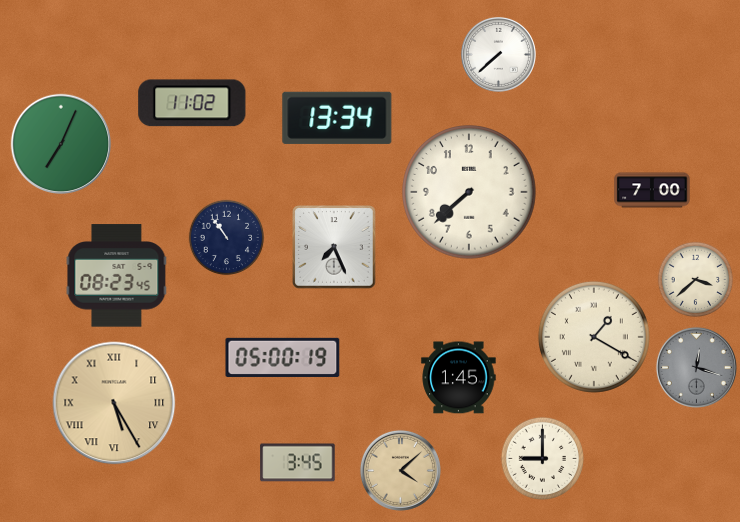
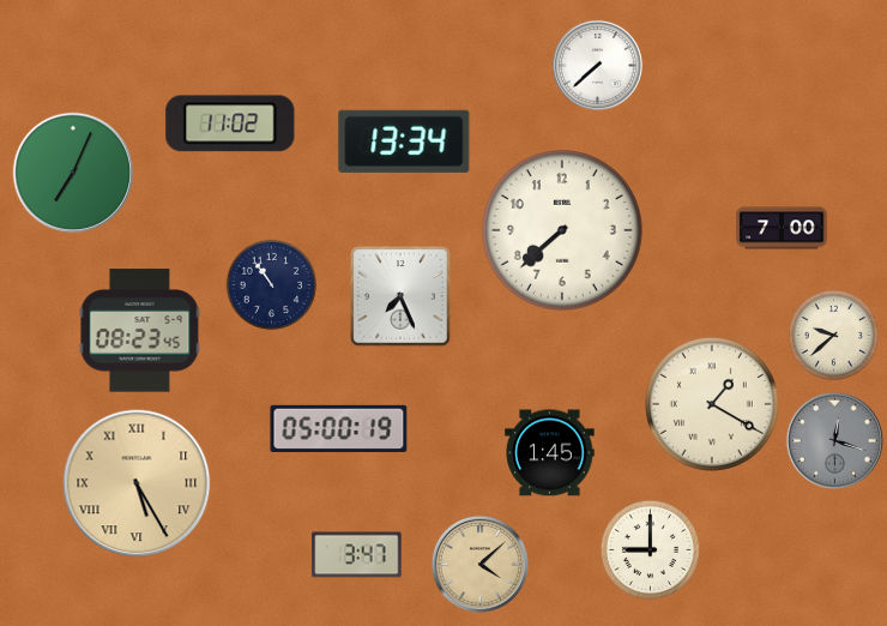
clock at (696, 280): 3:38 -> 9:38
clock at (298, 463): 3:45 -> 3:47
